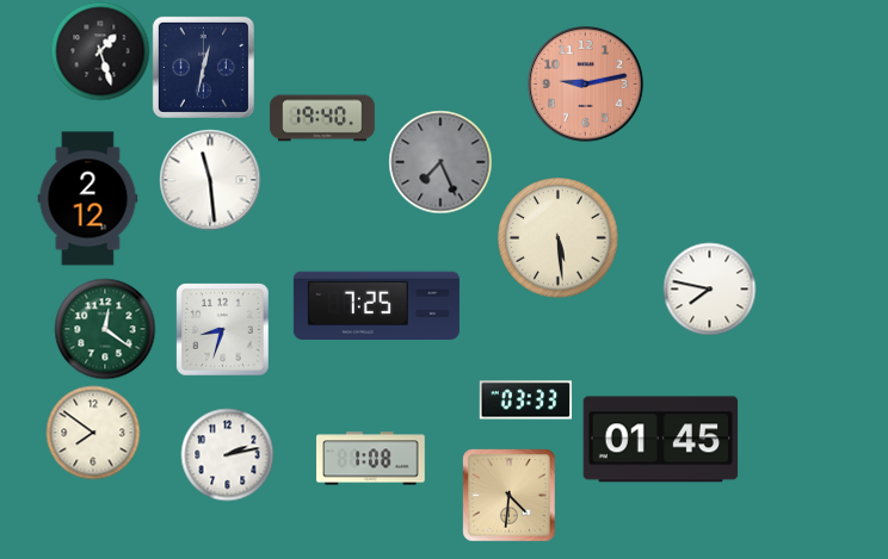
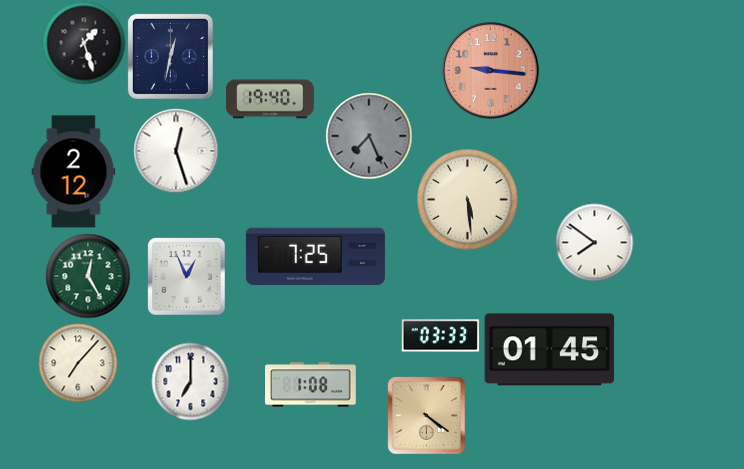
clock at (586, 85): 9:13 -> 9:16
clock at (210, 180): 11:29 -> 12:27
clock at (88, 199) position: (88, 199) -> (74, 172)
clock at (709, 288): 7:47 -> 7:51
clock at (105, 329): 12:21 -> 12:25
clock at (222, 329): 8:33 -> 12:56
clock at (93, 433): 7:51 -> 7:07
clock at (661, 440) position: (661, 440) -> (550, 350)
clock at (227, 454): 2:13 -> 7:00
clock at (508, 495): 4:31 -> 4:21
